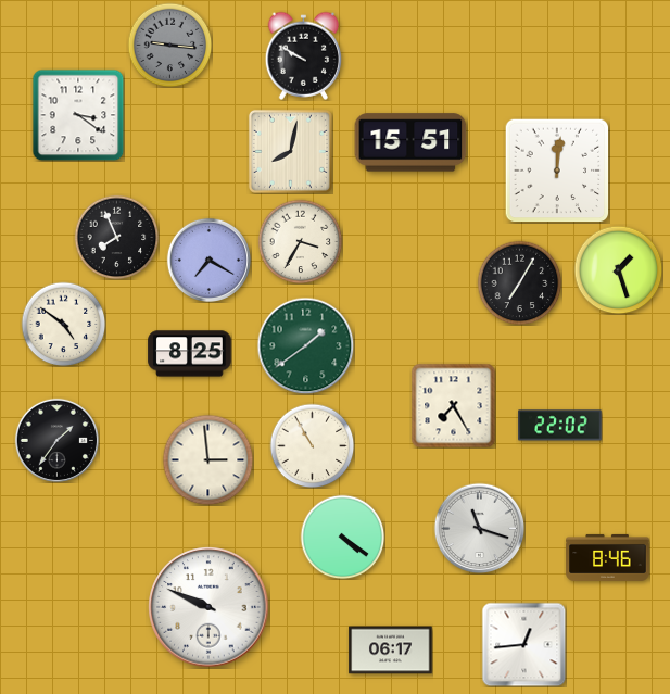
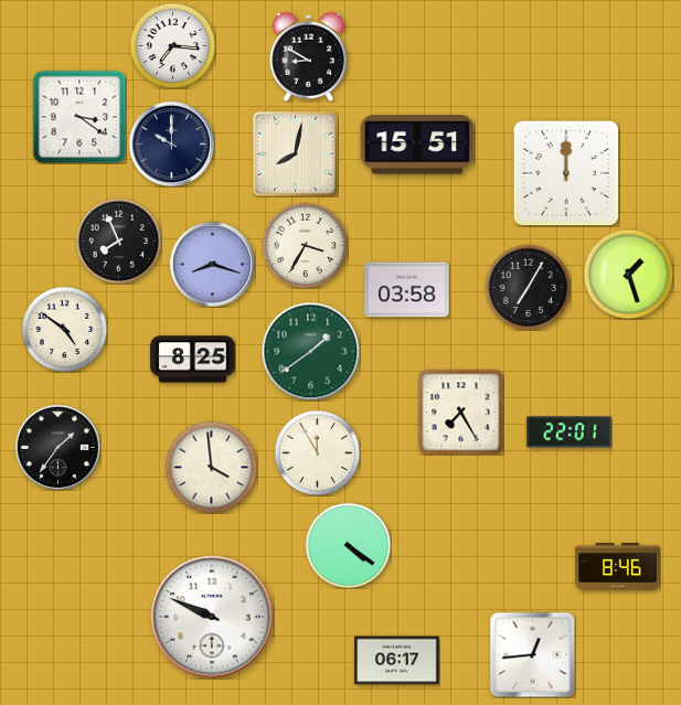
clock at (169, 45): 9:16 -> 7:16
clock at (169, 45) dial: grey -> white
clock at (304, 55): 9:50 -> 8:50
clock at (171, 143): none -> 10:00
clock at (557, 171): 12:01 -> 12:00
clock at (208, 260): 7:20 -> 8:18
clock at (407, 290): none -> 03:58
clock at (560, 426): 22:02 -> 22:01
clock at (312, 445): 10:55 -> 11:55
clock at (207, 459): 2:59 -> 3:59
clock at (479, 528): 11:18 -> none
